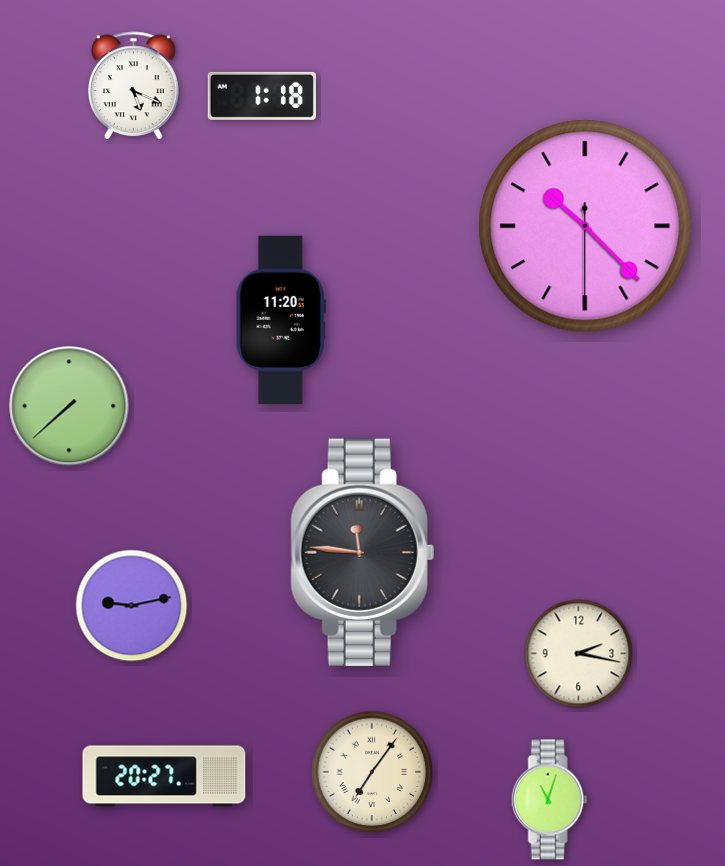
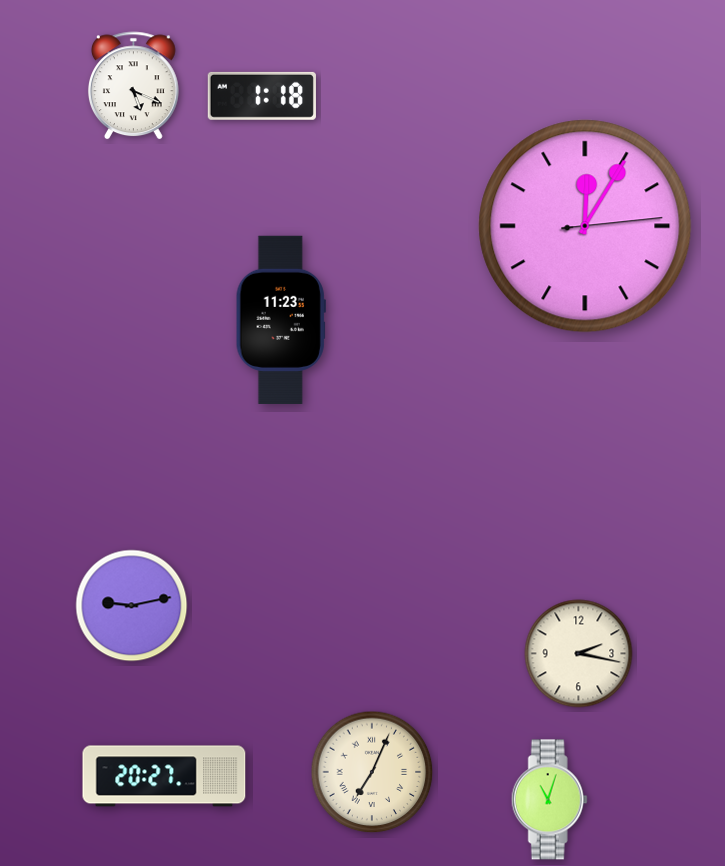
clock at (585, 226): 10:22 -> 12:05
clock at (281, 320): 11:20 -> 11:23
clock at (69, 406): 7:38 -> none
clock at (362, 552): 11:46 -> none
clock at (372, 772): 7:06 -> 7:04
